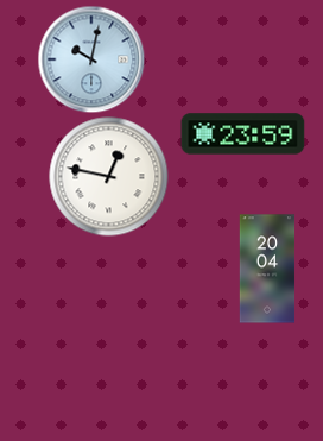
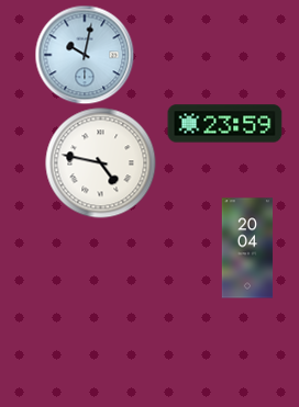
clock at (109, 177): 12:47 -> 4:47
